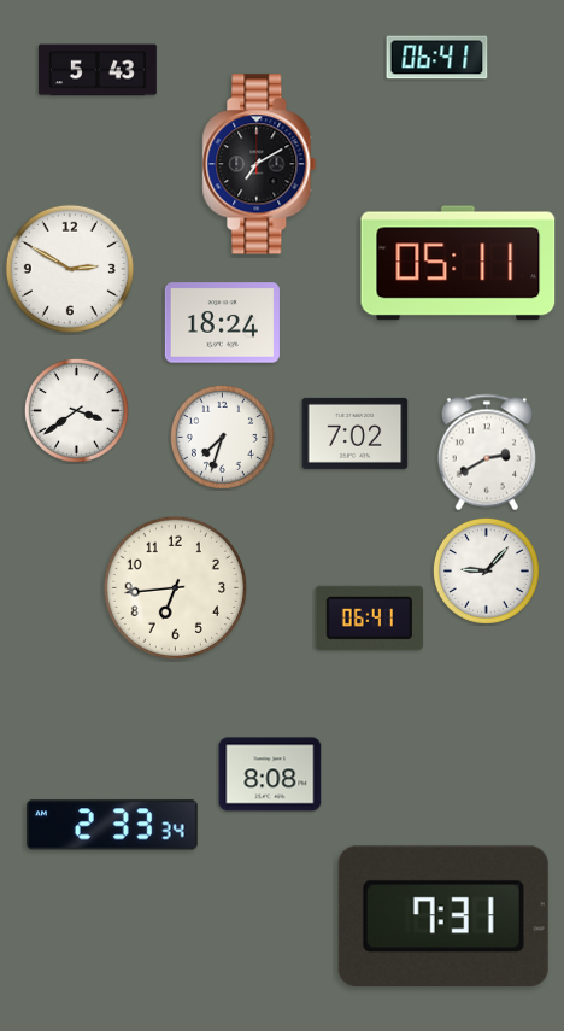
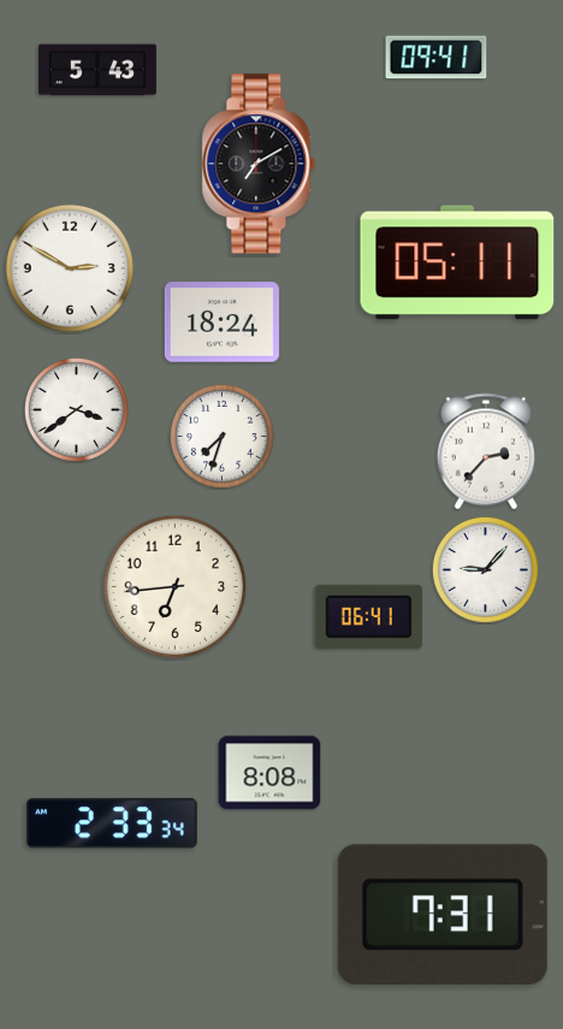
clock at (437, 58): 06:41 -> 09:41
clock at (356, 433): 7:02 -> none
clock at (486, 452): 2:40 -> 2:37
